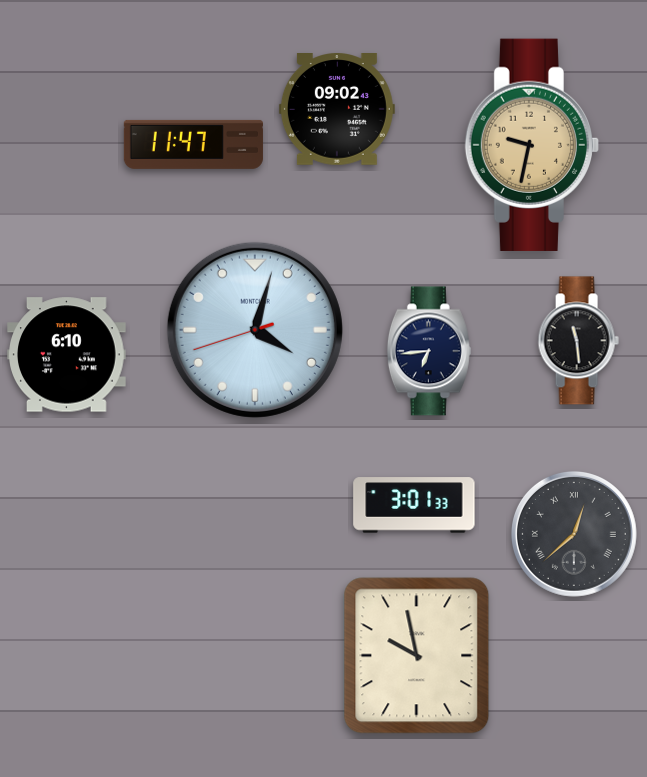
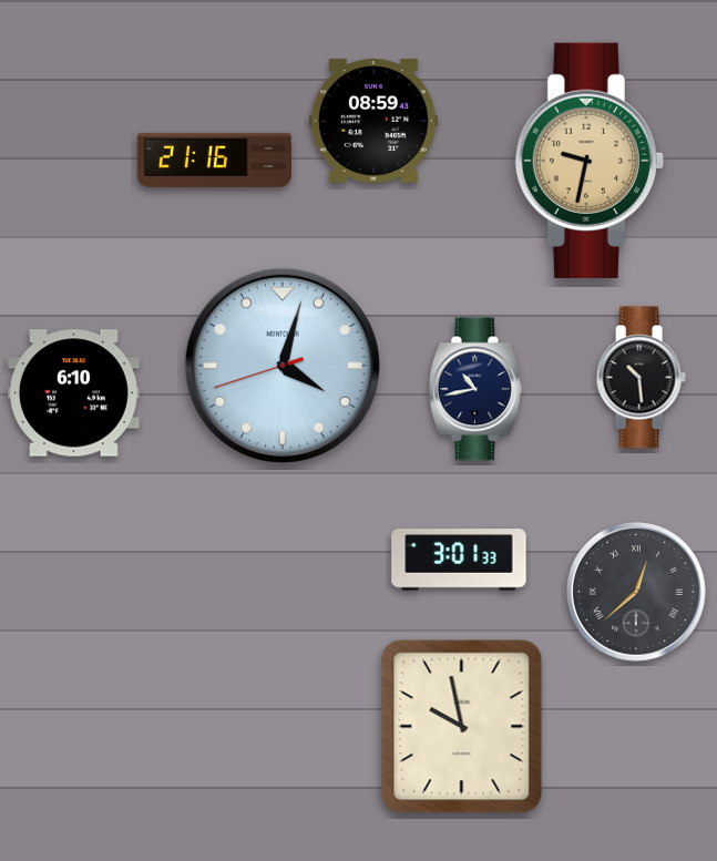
clock at (337, 110): 09:02 -> 08:59
clock at (193, 144): 11:47 -> 21:16
clock at (578, 341): 11:29 -> 10:29
clock at (429, 351): 6:44 -> 10:43
